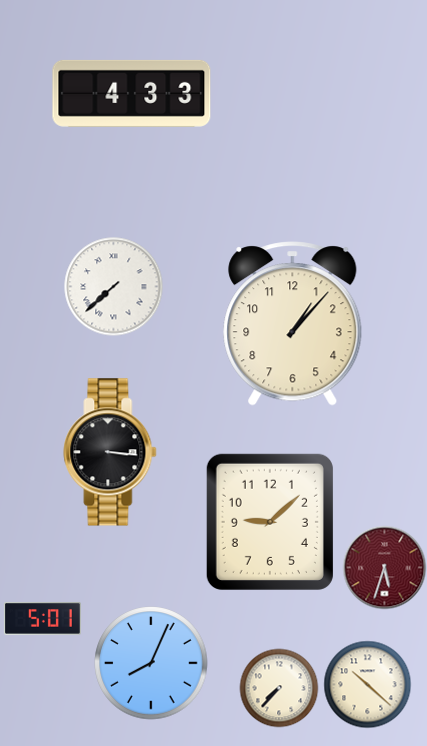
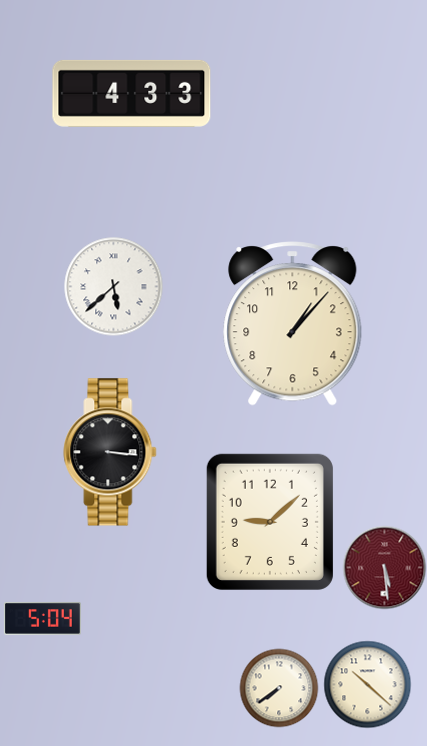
clock at (114, 287): 7:38 -> 5:38
clock at (384, 567): 5:33 -> 5:29
clock at (42, 619): 5:01 -> 5:04
clock at (151, 663): 8:04 -> none
clock at (279, 688): 7:37 -> 7:39
